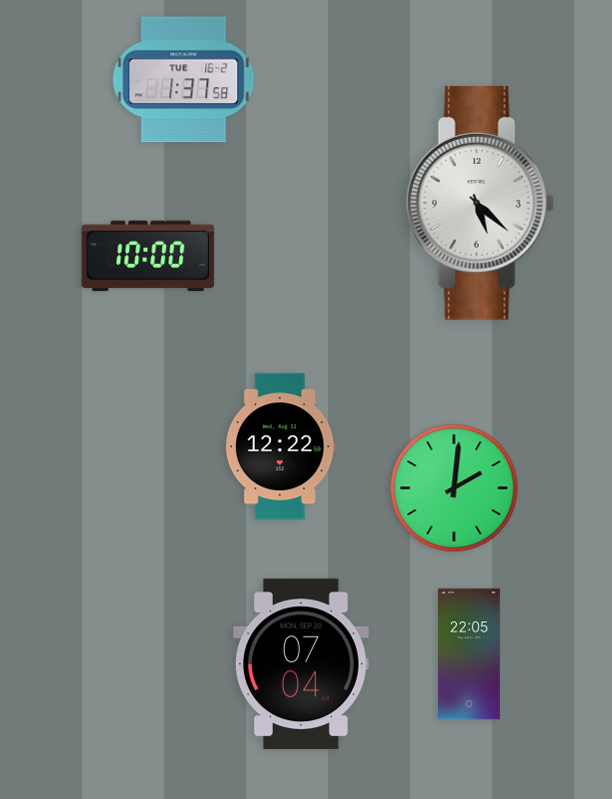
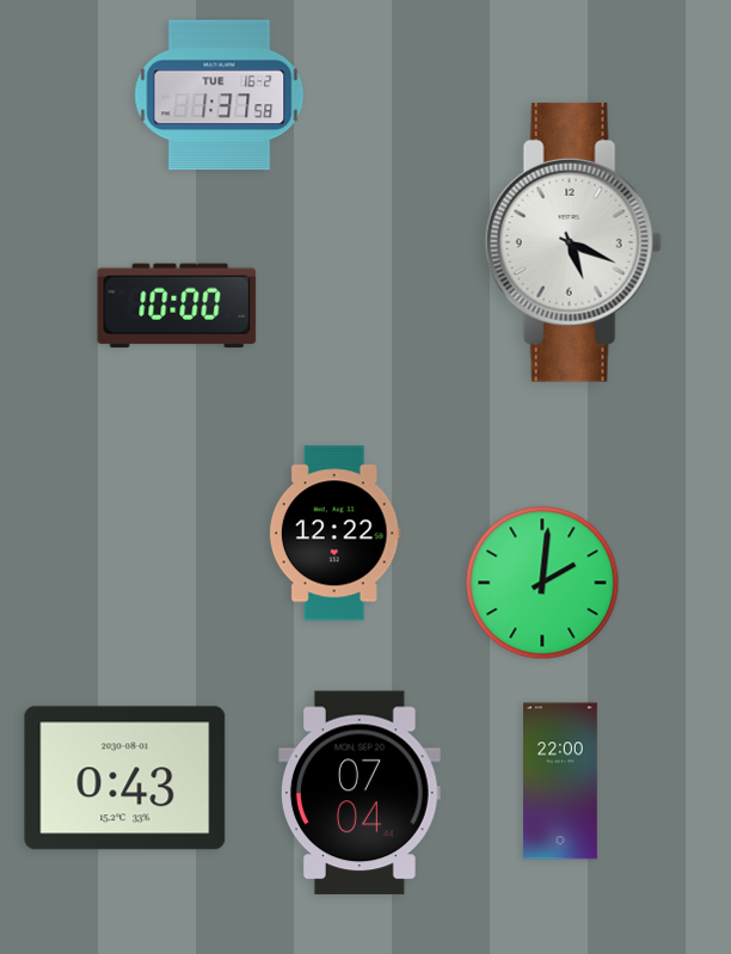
clock at (480, 203): 5:22 -> 5:19
clock at (125, 778): none -> 0:43
clock at (470, 654): 22:05 -> 22:00
